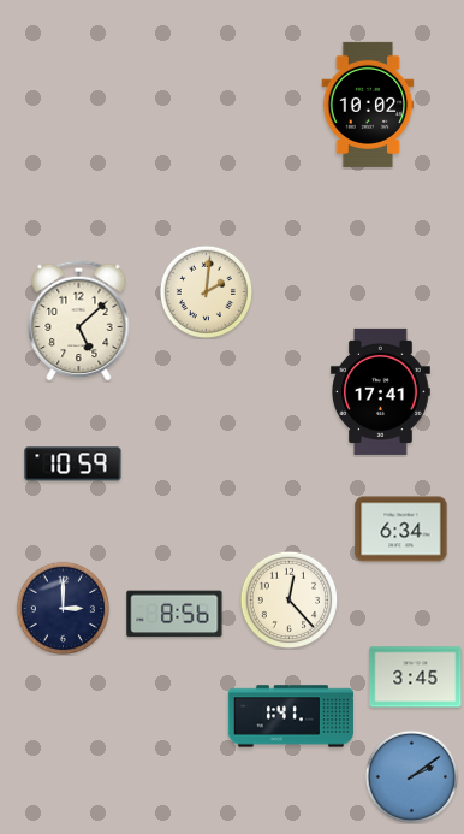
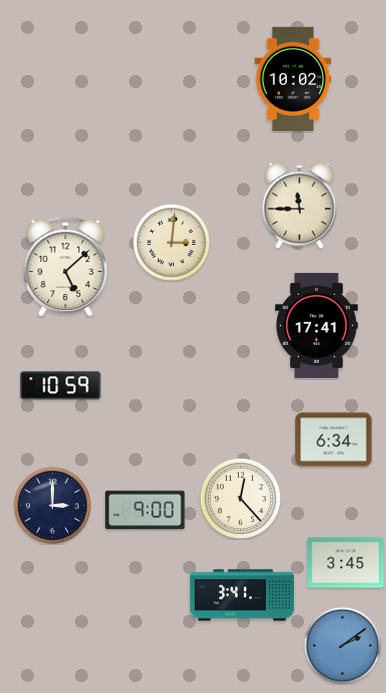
clock at (368, 105) position: (368, 105) -> (293, 79)
clock at (300, 205): none -> 11:45
clock at (206, 291): 2:01 -> 3:01
clock at (174, 614): 8:56 -> 9:00
clock at (291, 716): 1:41 -> 3:41
